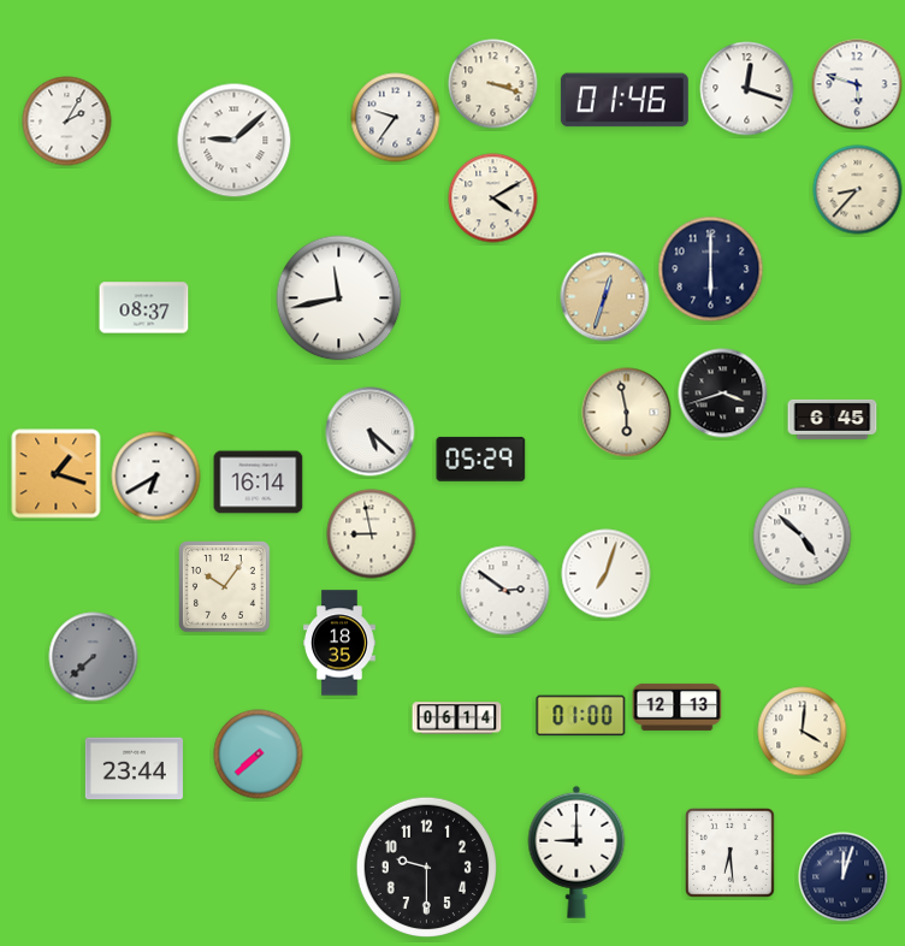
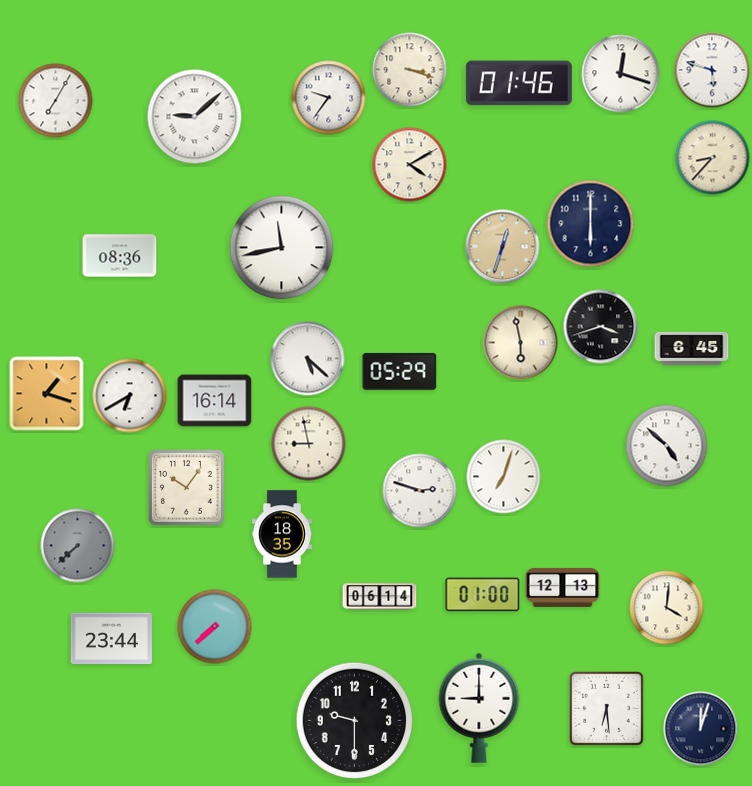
clock at (67, 122): 2:05 -> 7:05
clock at (144, 308): 08:37 -> 08:36
clock at (481, 459) position: (481, 459) -> (400, 371)
clock at (505, 591): 2:51 -> 2:48
